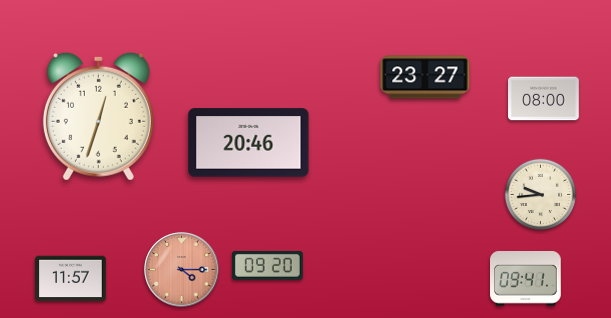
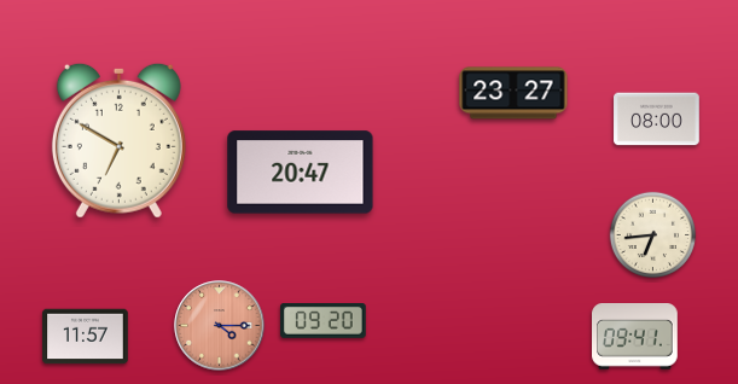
clock at (98, 116): 12:33 -> 6:50
clock at (249, 143): 20:46 -> 20:47
clock at (541, 195): 9:44 -> 6:44
